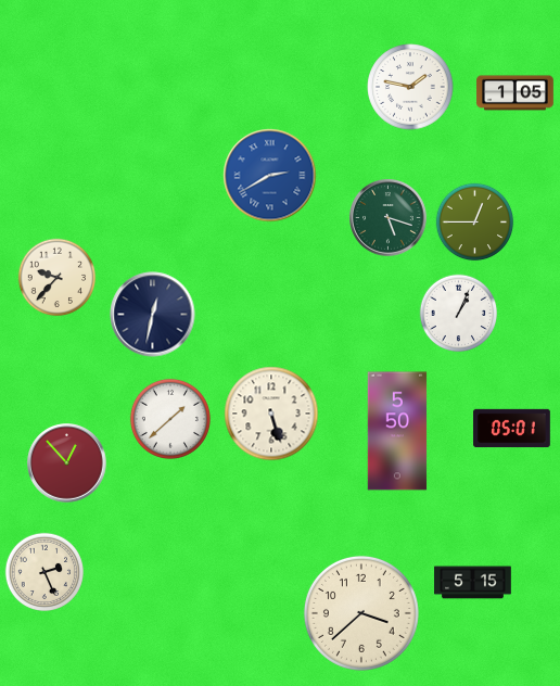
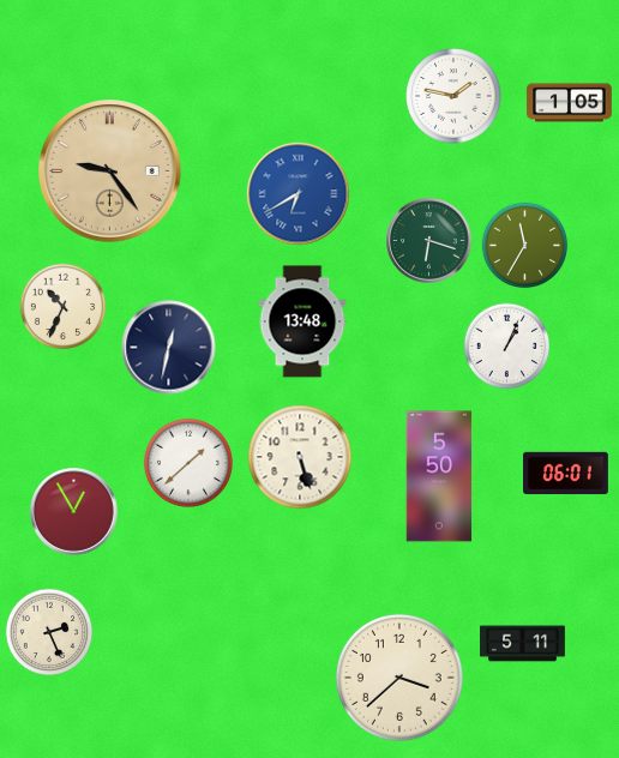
clock at (110, 172): none -> 9:24
clock at (270, 176): 2:40 -> 6:40
clock at (389, 218): 5:18 -> 6:18
clock at (475, 223): 12:45 -> 11:35
clock at (58, 278): 9:37 -> 10:34
clock at (302, 321): none -> 13:48
clock at (512, 429): 05:01 -> 06:01
clock at (67, 463): 12:53 -> 12:55
clock at (473, 583): 5:15 -> 5:11
